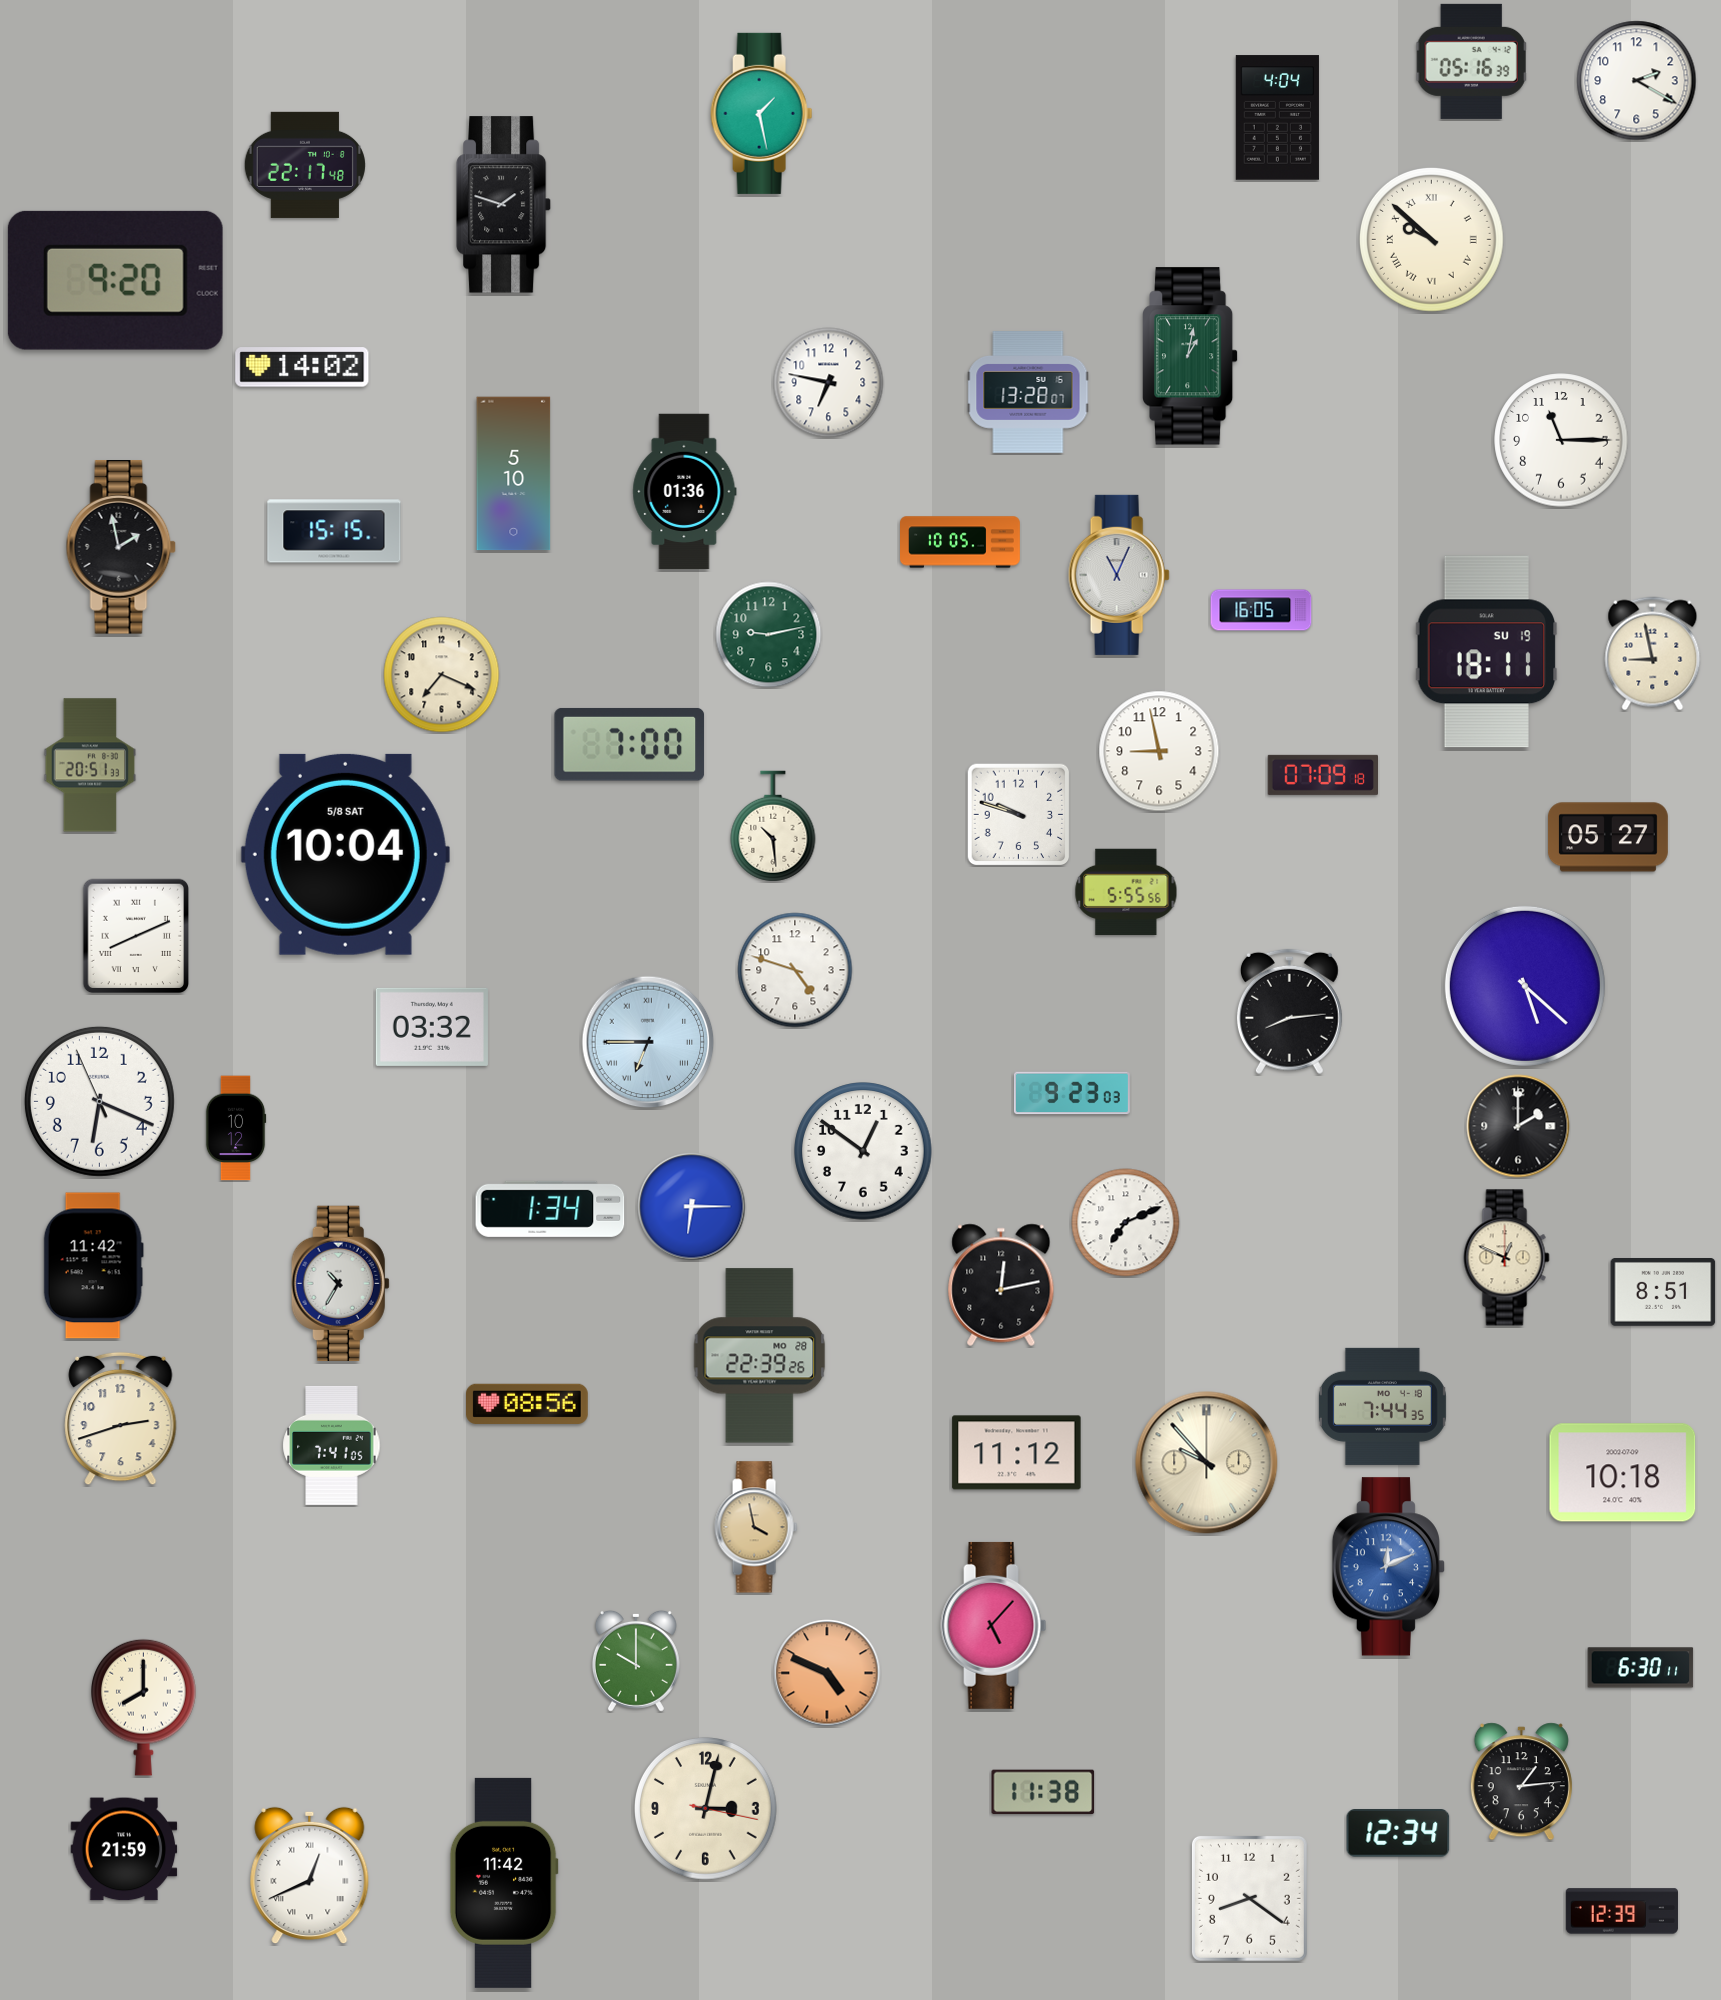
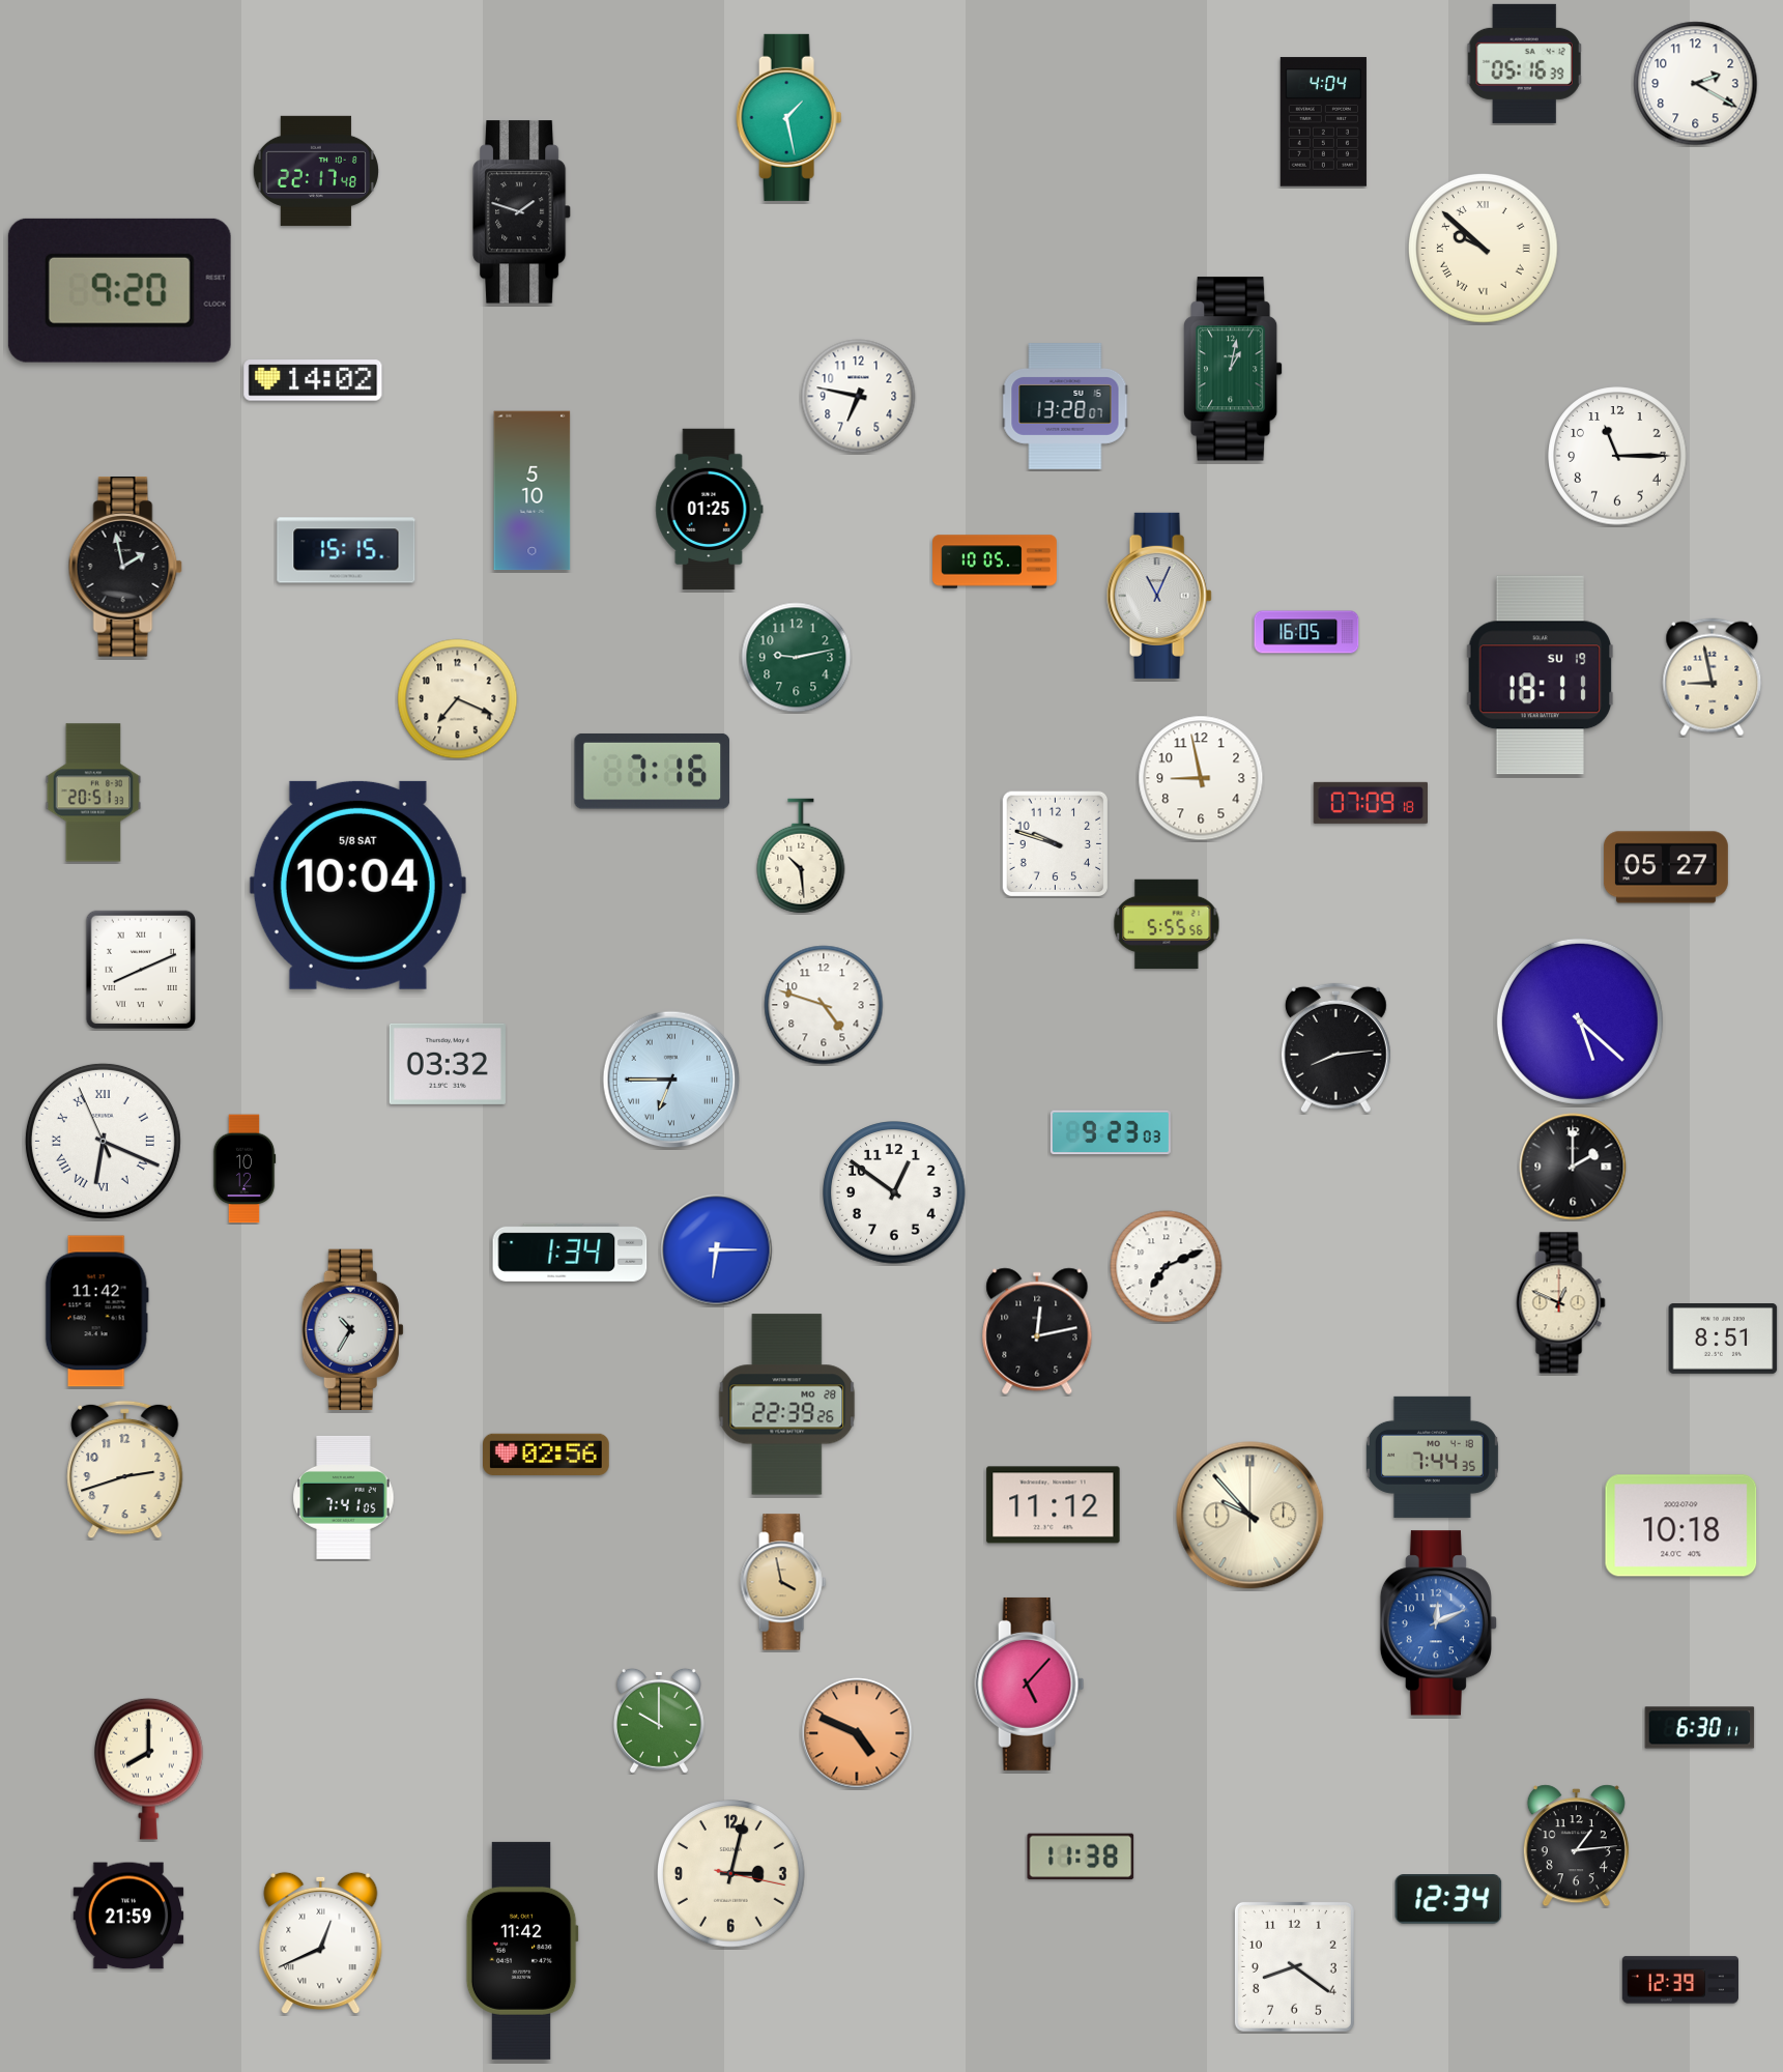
clock at (685, 492): 01:36 -> 01:25
clock at (630, 744): 7:00 -> 7:16
clock at (99, 1101) numerals: Arabic -> Roman
clock at (528, 1403): 08:56 -> 02:56
